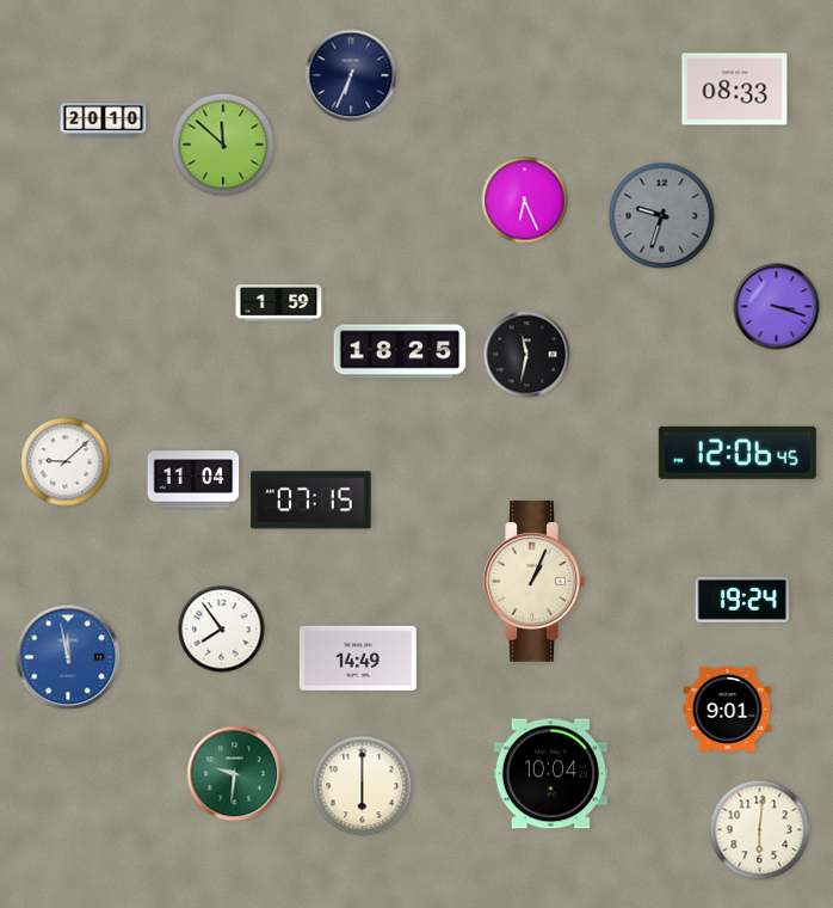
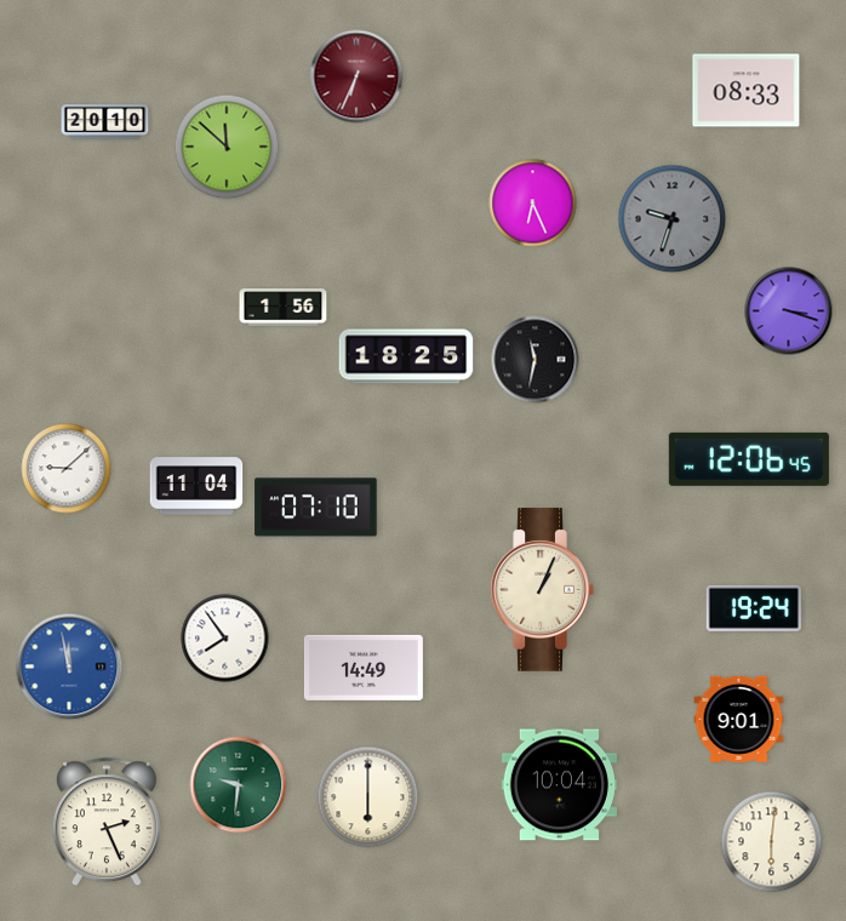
clock at (351, 75) dial: navy -> burgundy
clock at (279, 303): 1:59 -> 1:56
clock at (311, 501): 07:15 -> 07:10
clock at (107, 823): none -> 2:26
